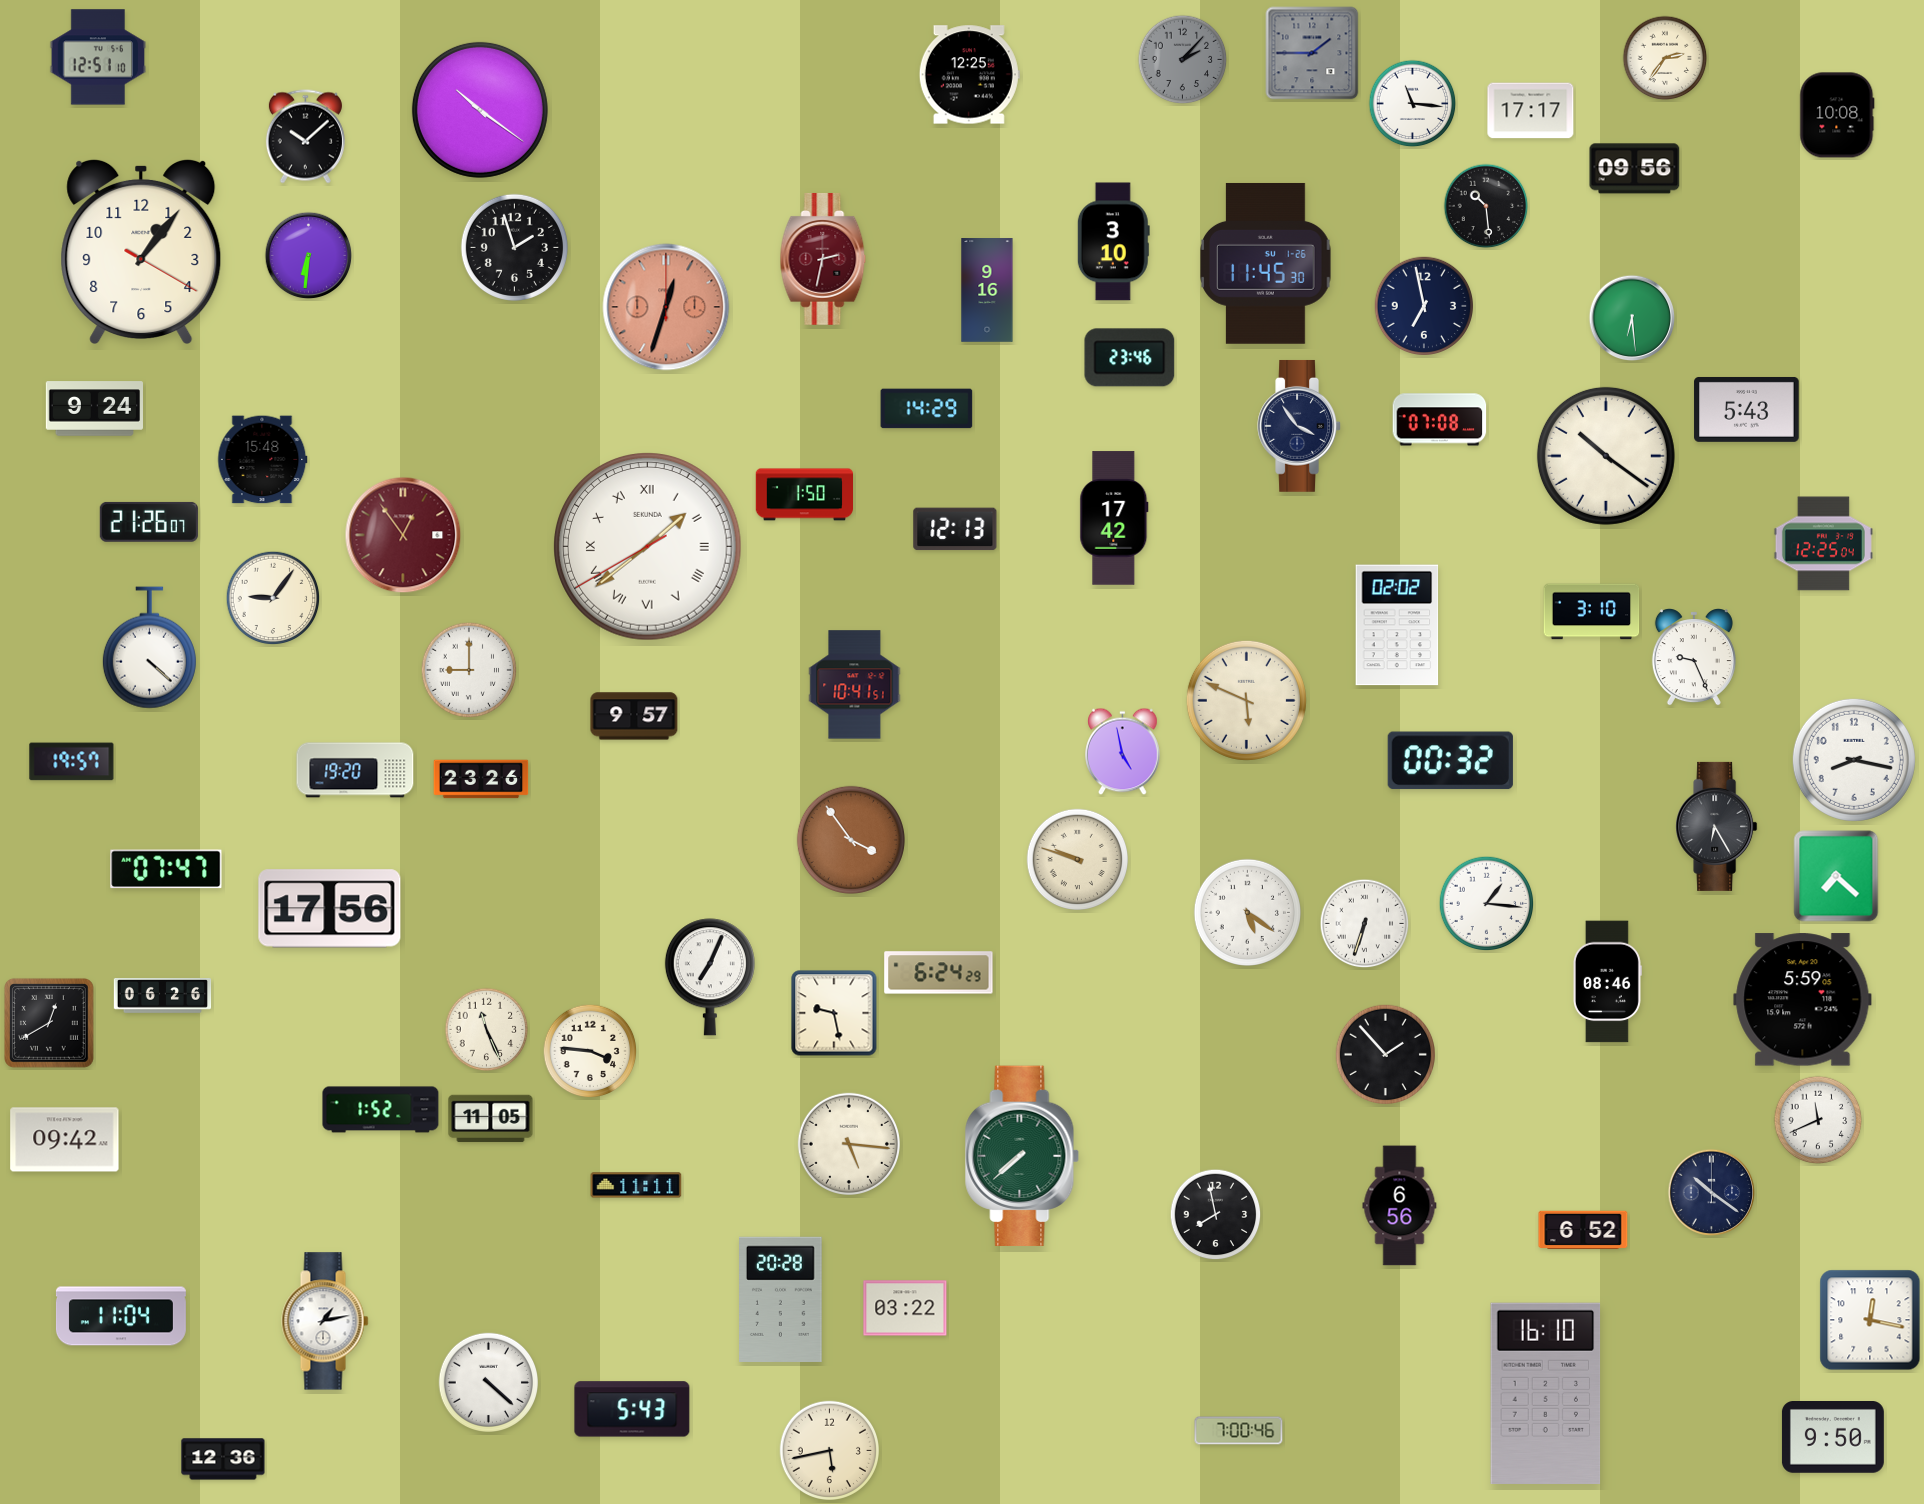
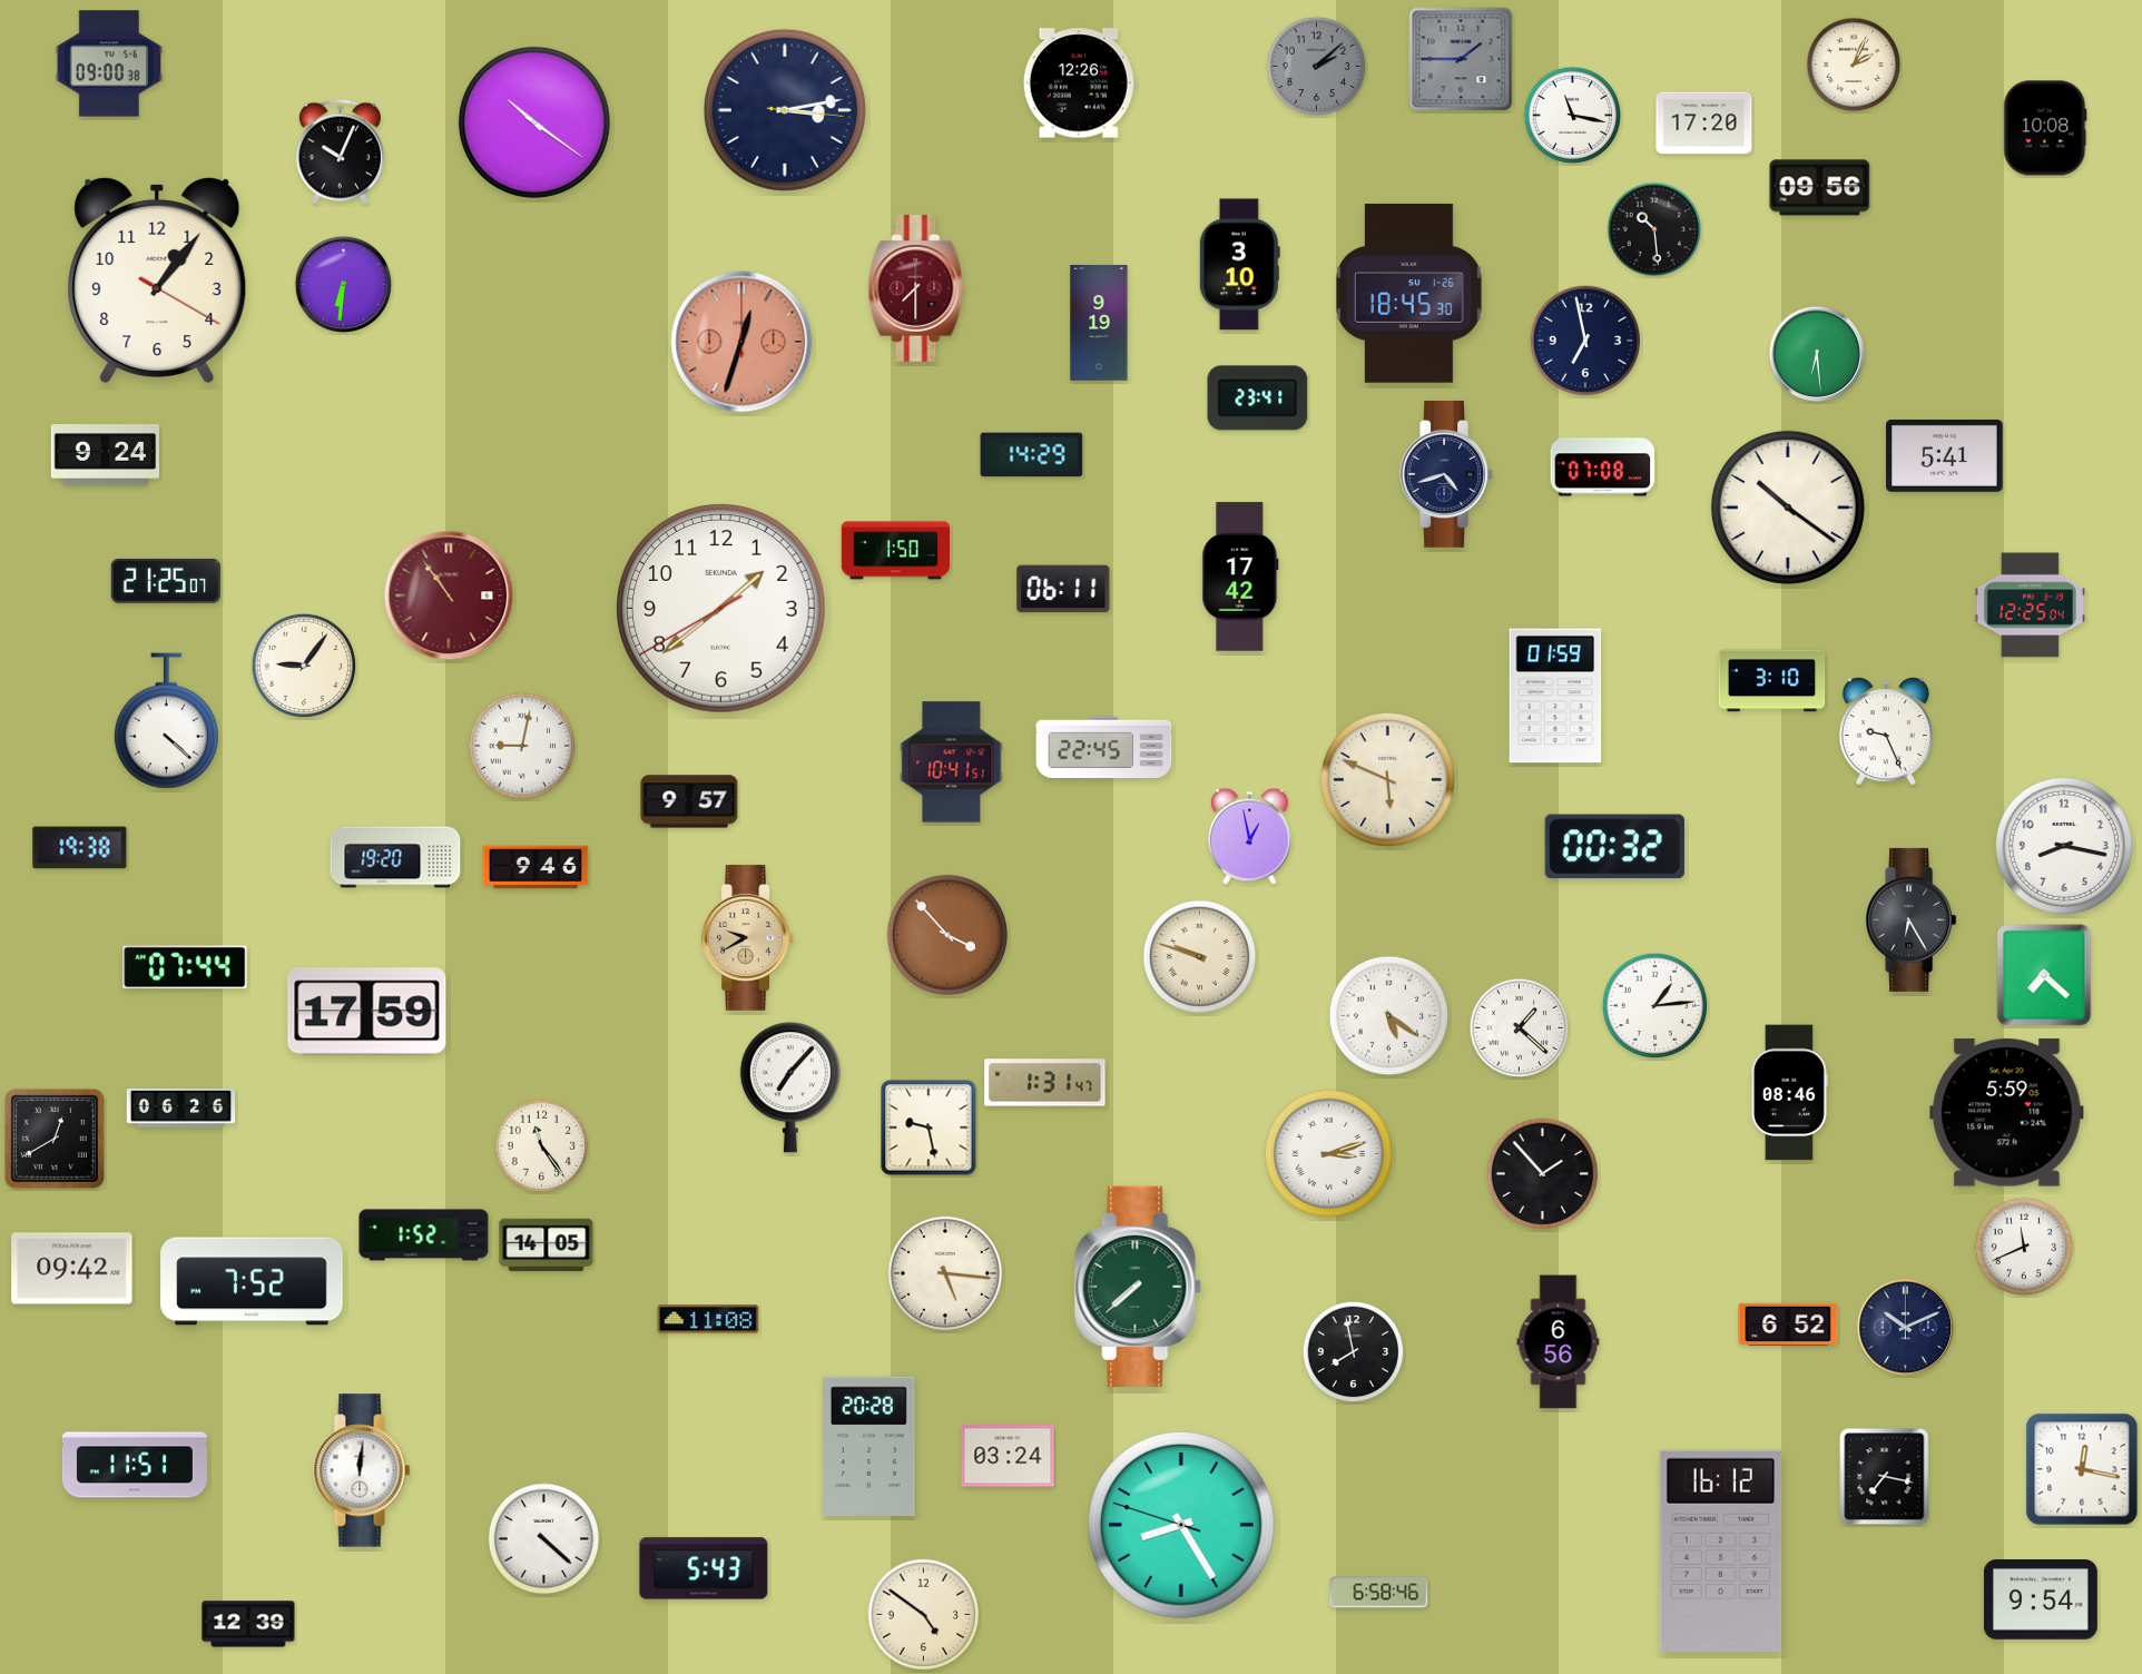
clock at (98, 57): 12:51 -> 09:00
clock at (1665, 58): 2:36 -> 2:04
clock at (1183, 60): 2:07 -> 2:08
clock at (969, 75): 12:25 -> 12:26
clock at (785, 110): none -> 3:13
clock at (1413, 104): 11:16 -> 11:17
clock at (1531, 111): 17:17 -> 17:20
clock at (305, 137): 10:08 -> 10:04
clock at (1113, 242) position: (1113, 242) -> (1239, 265)
clock at (514, 247): 1:57 -> none
clock at (823, 259): 2:32 -> 7:30
clock at (1266, 263): 11:45 -> 18:45
clock at (987, 290): 9:16 -> 9:19
clock at (1130, 358): 23:46 -> 23:41
clock at (1747, 409): 5:43 -> 5:41
clock at (1299, 426): 3:54 -> 4:42
clock at (263, 460): 15:48 -> none
clock at (149, 522): 21:26 -> 21:25
clock at (955, 529): 12:13 -> 06:11
clock at (403, 535): 12:54 -> 10:54
clock at (648, 547) numerals: Roman -> Arabic
clock at (1397, 625): 02:02 -> 01:59
clock at (469, 670): 9:00 -> 9:02
clock at (1104, 747): none -> 22:45
clock at (634, 716) position: (634, 716) -> (689, 801)
clock at (1123, 752): 4:58 -> 12:58
clock at (72, 762): 19:57 -> 19:38
clock at (481, 779): 23:26 -> 9:46
clock at (851, 840): 3:54 -> 3:53
clock at (748, 937): none -> 9:40
clock at (166, 869): 07:47 -> 07:44
clock at (1487, 904): 1:16 -> 1:14
clock at (330, 909): 17:56 -> 17:59
clock at (1365, 924): 6:33 -> 1:22
clock at (939, 973): 6:24 -> 1:31
clock at (710, 977): 7:04 -> 7:07
clock at (487, 1030): 11:26 -> 11:24
clock at (1328, 1153): none -> 3:12
clock at (590, 1051): 3:46 -> none
clock at (491, 1119): 11:05 -> 14:05
clock at (252, 1281): none -> 7:52
clock at (636, 1185): 11:11 -> 11:08
clock at (1712, 1193): 10:21 -> 10:11
clock at (1583, 1230) position: (1583, 1230) -> (1788, 1325)
clock at (905, 1308): 03:22 -> 03:24
clock at (121, 1316): 11:04 -> 11:51
clock at (325, 1321): 1:13 -> 12:01
clock at (1885, 1477): none -> 7:17
clock at (1181, 1525): none -> 8:24
clock at (1546, 1393): 16:10 -> 16:12
clock at (1239, 1431): 7:00 -> 6:58
clock at (1833, 1438): 9:50 -> 9:54
clock at (829, 1450): 5:43 -> 4:51
clock at (223, 1459): 12:36 -> 12:39
